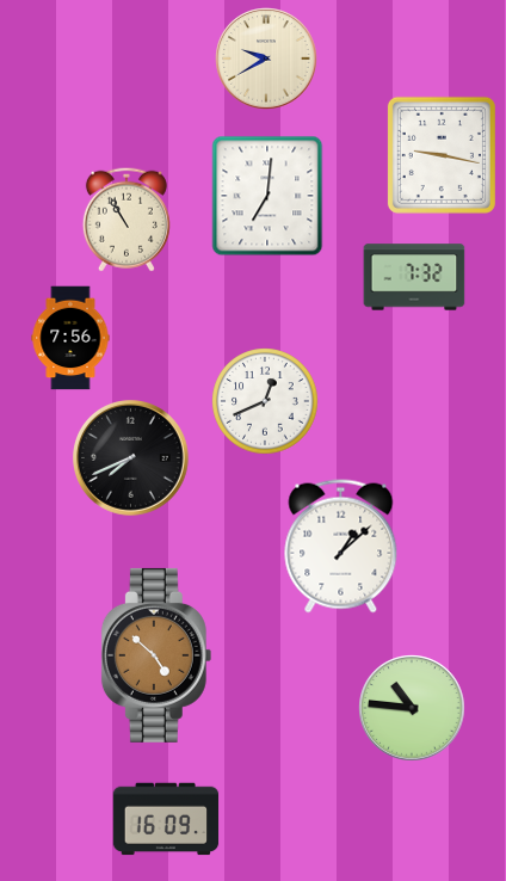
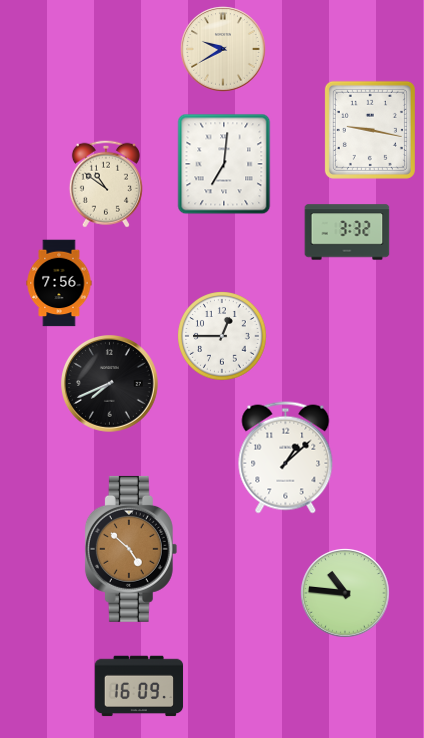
clock at (126, 220): 10:55 -> 10:51
clock at (414, 277): 7:32 -> 3:32
clock at (265, 401): 12:41 -> 12:45
